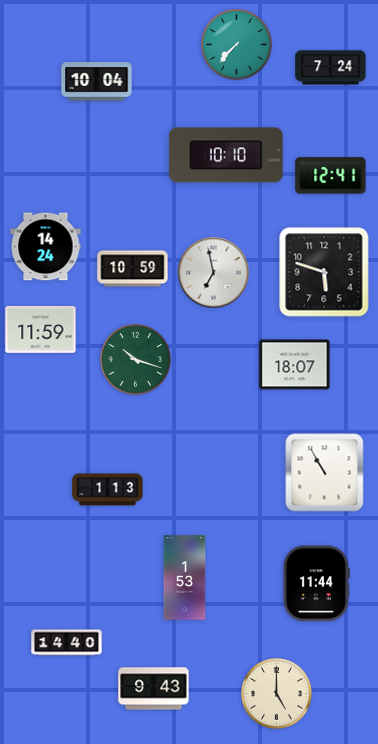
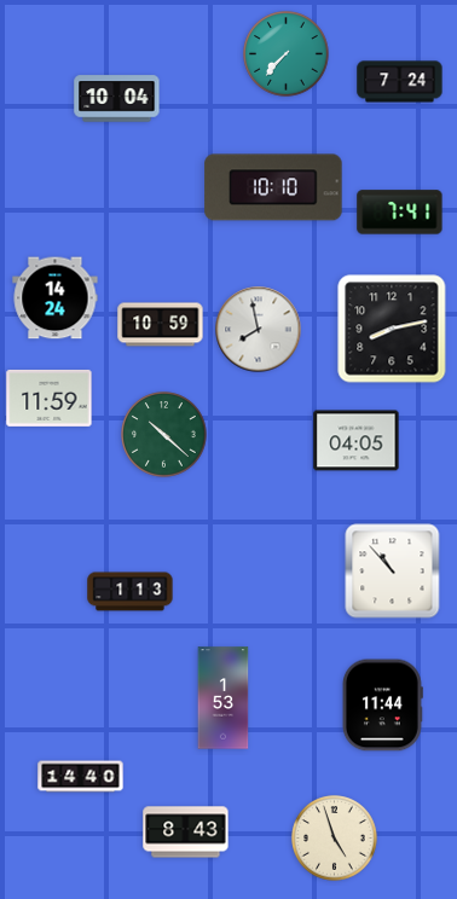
clock at (331, 176): 12:41 -> 7:41
clock at (324, 272): 5:48 -> 8:13
clock at (214, 273): 6:58 -> 7:58
clock at (136, 360): 10:18 -> 10:22
clock at (295, 365): 18:07 -> 04:05
clock at (325, 473): 10:55 -> 10:53
clock at (154, 689): 9:43 -> 8:43
clock at (277, 694): 5:00 -> 4:57
